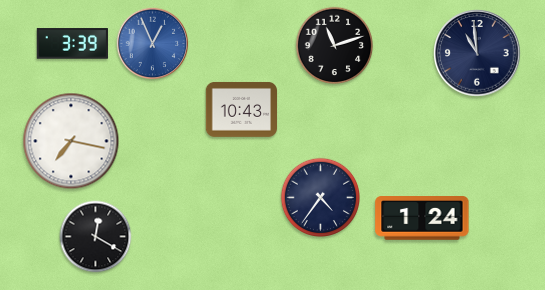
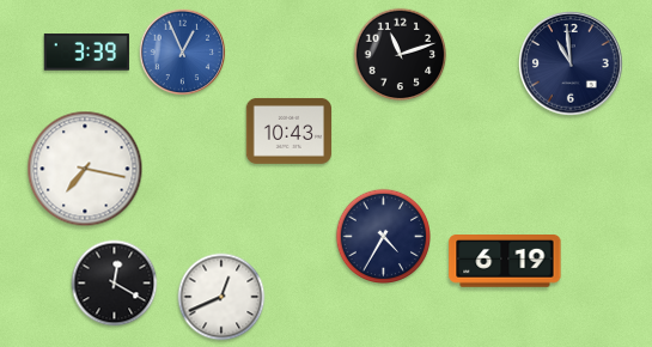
clock at (320, 197): 4:36 -> 4:35
clock at (422, 219): 1:24 -> 6:19
clock at (221, 297): none -> 12:41
